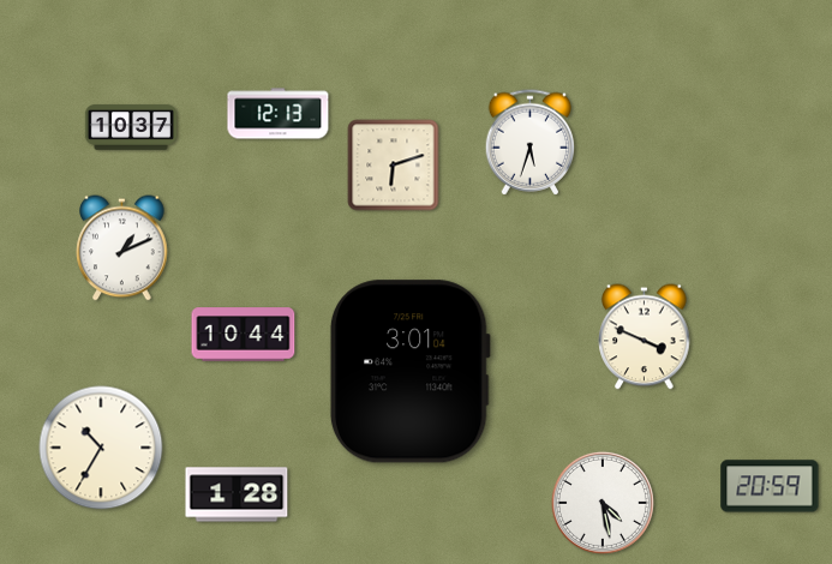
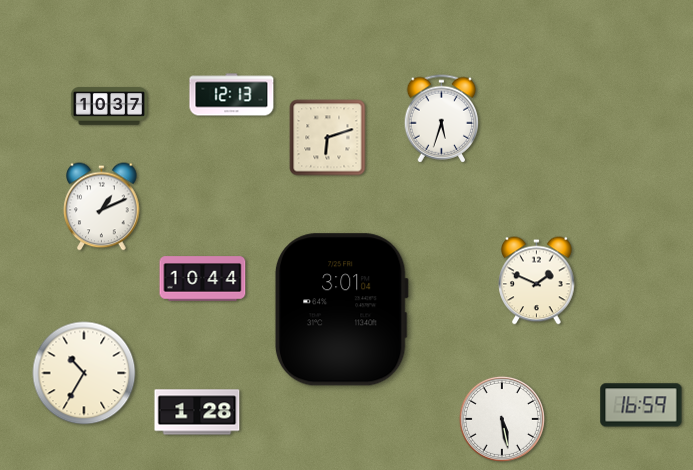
clock at (645, 337): 3:49 -> 1:49
clock at (770, 486): 20:59 -> 16:59
clock at (603, 503): 4:28 -> 5:28
